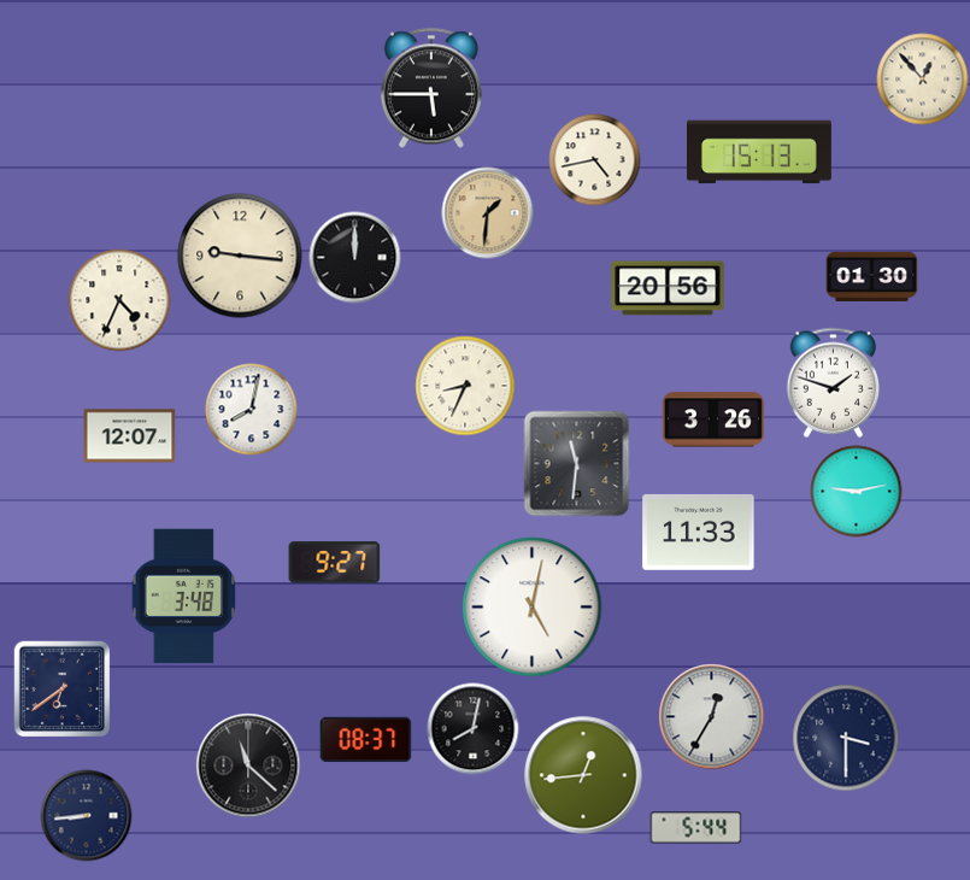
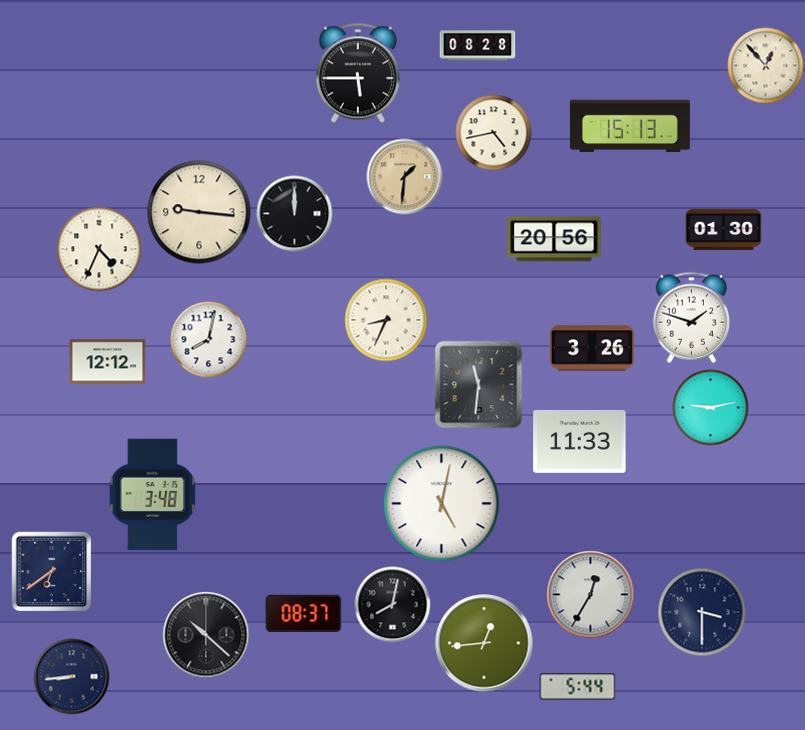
clock at (478, 46): none -> 08:28
clock at (130, 436): 12:07 -> 12:12
clock at (335, 563): 9:27 -> none
clock at (248, 765): 11:22 -> 10:22
